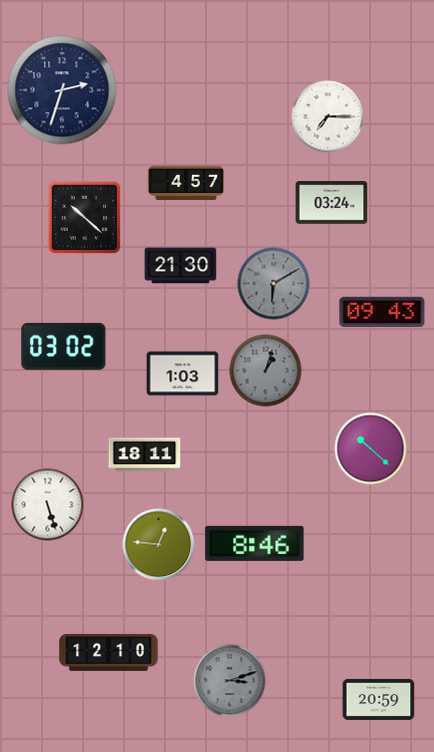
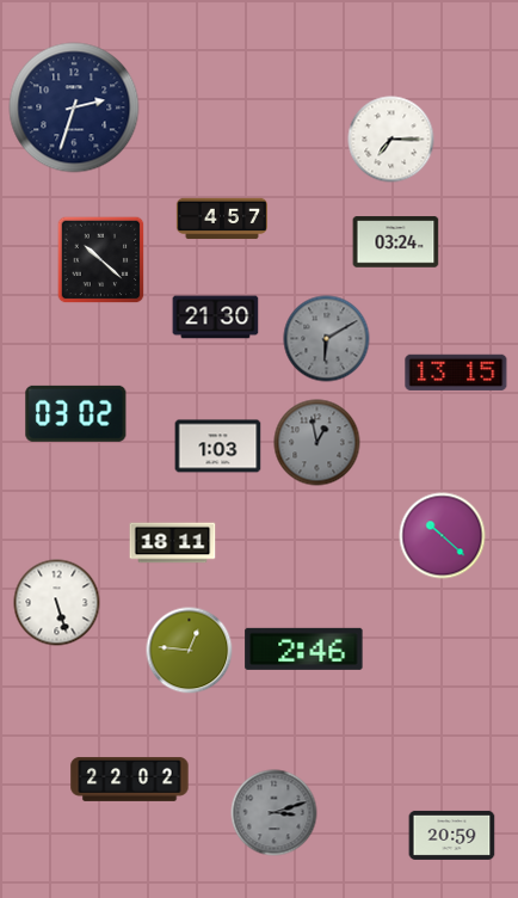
clock at (382, 312): 09:43 -> 13:15
clock at (266, 371): 1:03 -> 12:58
clock at (255, 543): 8:46 -> 2:46
clock at (109, 652): 12:10 -> 22:02
